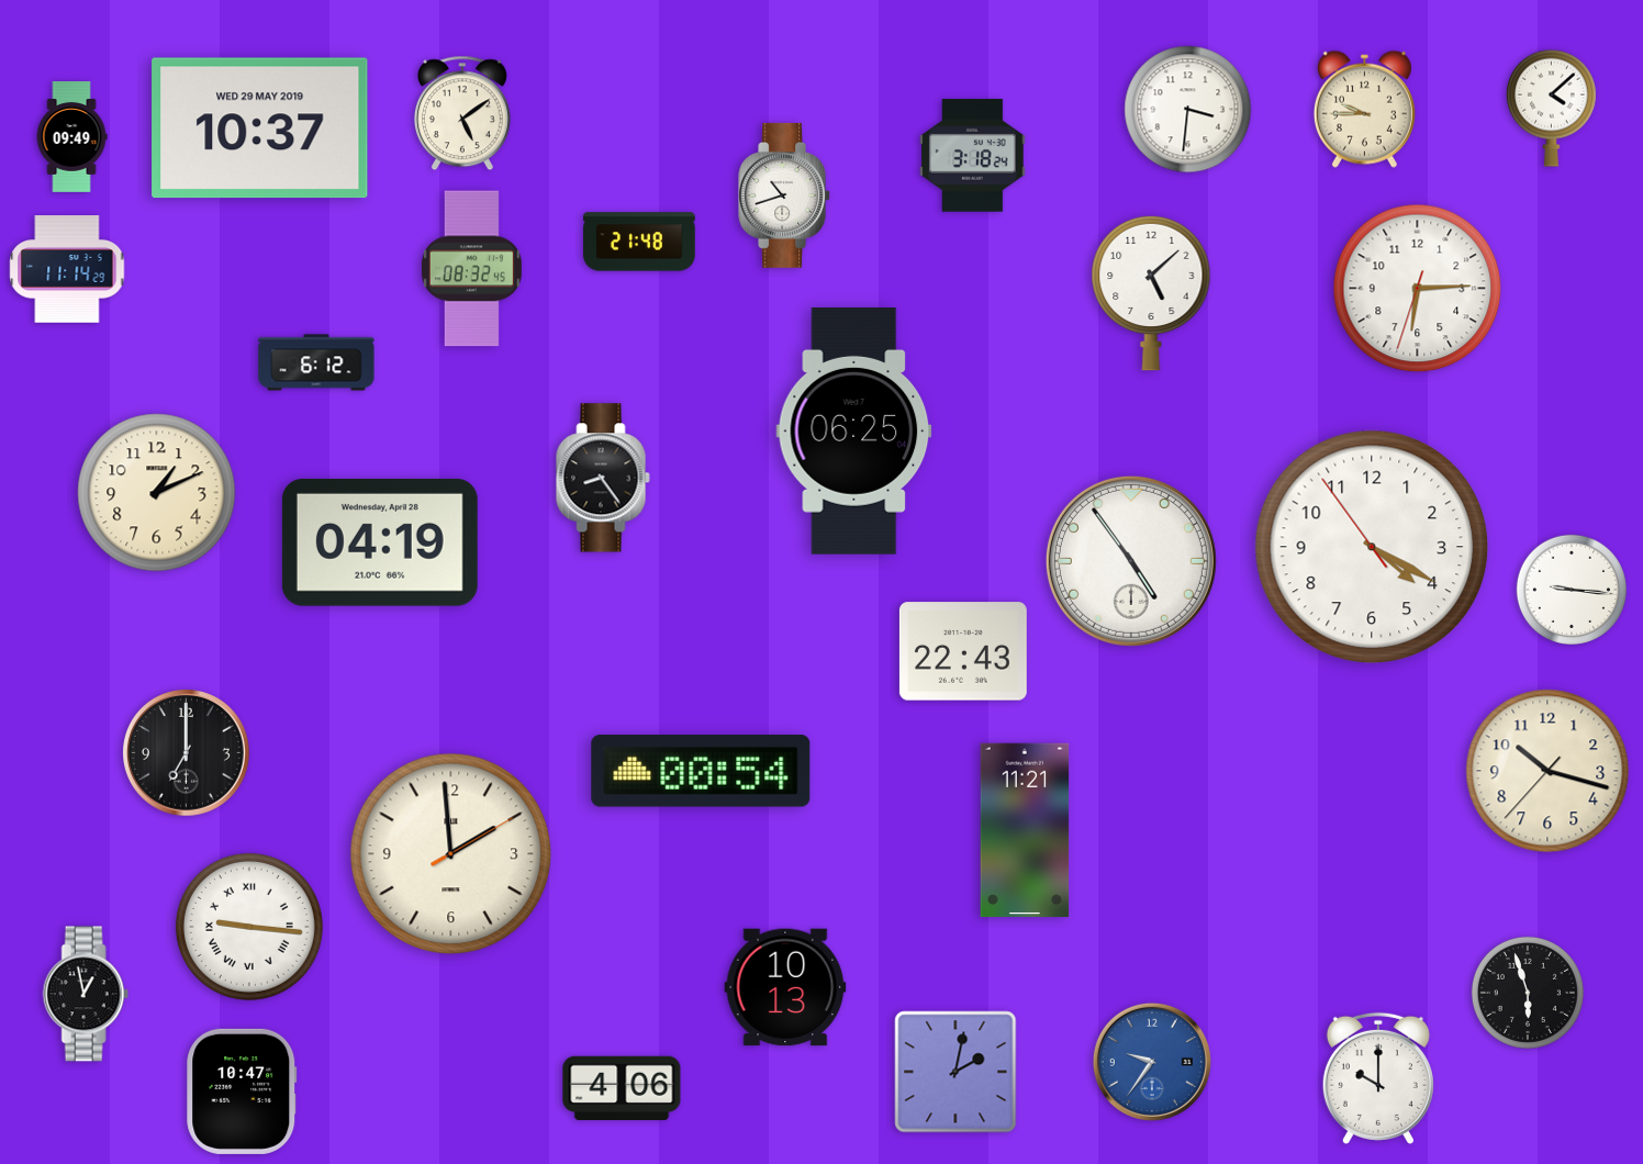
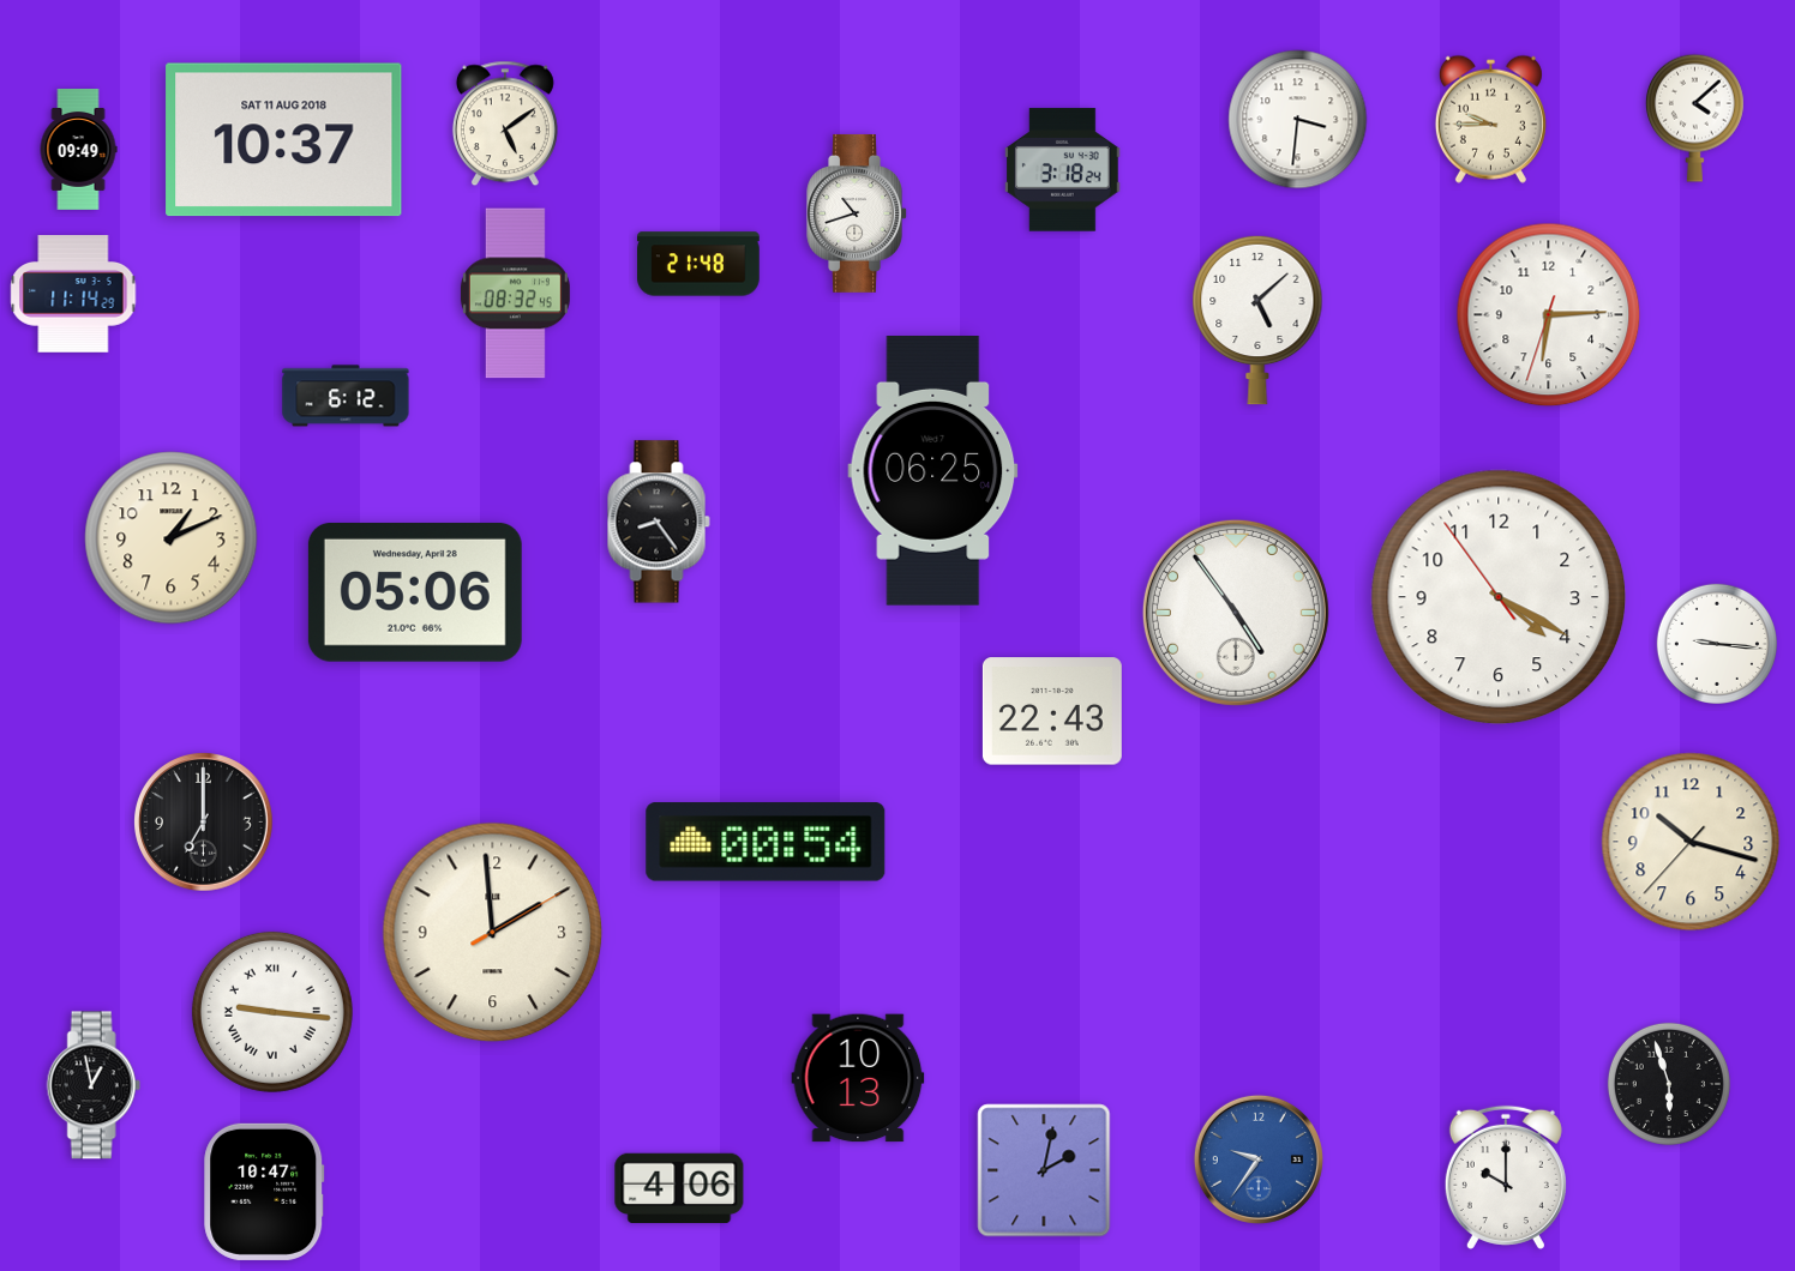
clock at (260, 128) date: WED 29 MAY 2019 -> SAT 11 AUG 2018
clock at (380, 542): 04:19 -> 05:06
clock at (1025, 830): 11:21 -> none
